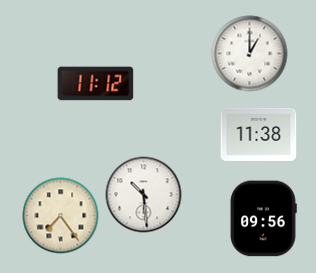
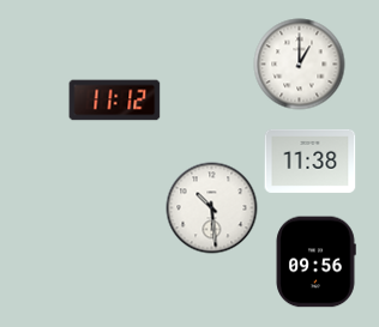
clock at (144, 195) position: (144, 195) -> (212, 208)
clock at (61, 216): 7:24 -> none
